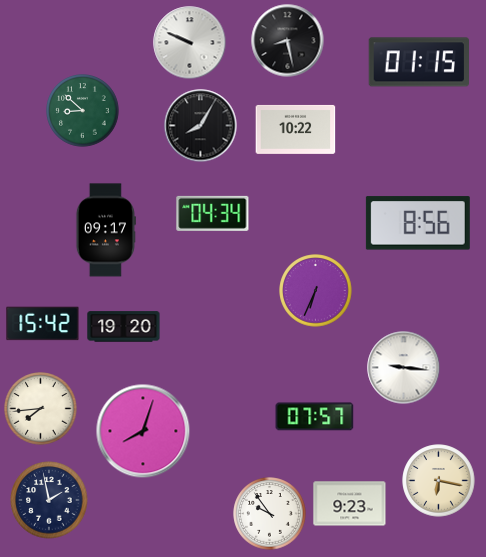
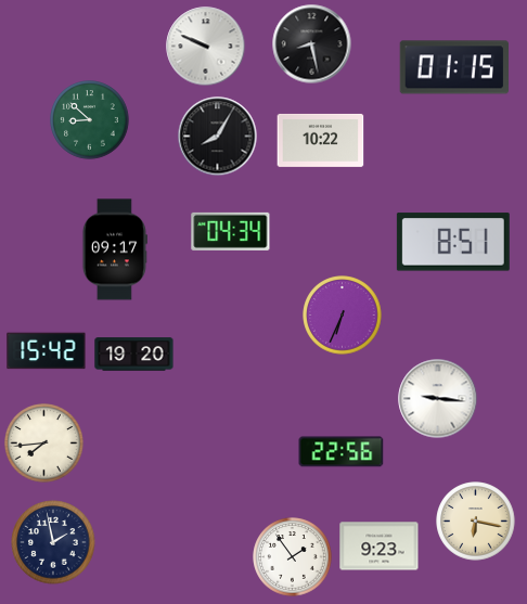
clock at (418, 223): 8:56 -> 8:51
clock at (315, 417): 07:57 -> 22:56
clock at (143, 431): 8:03 -> none
clock at (270, 514): 9:54 -> 1:54
